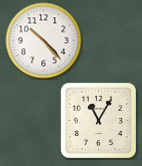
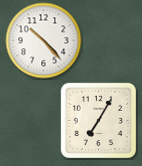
clock at (98, 120): 11:05 -> 7:05
